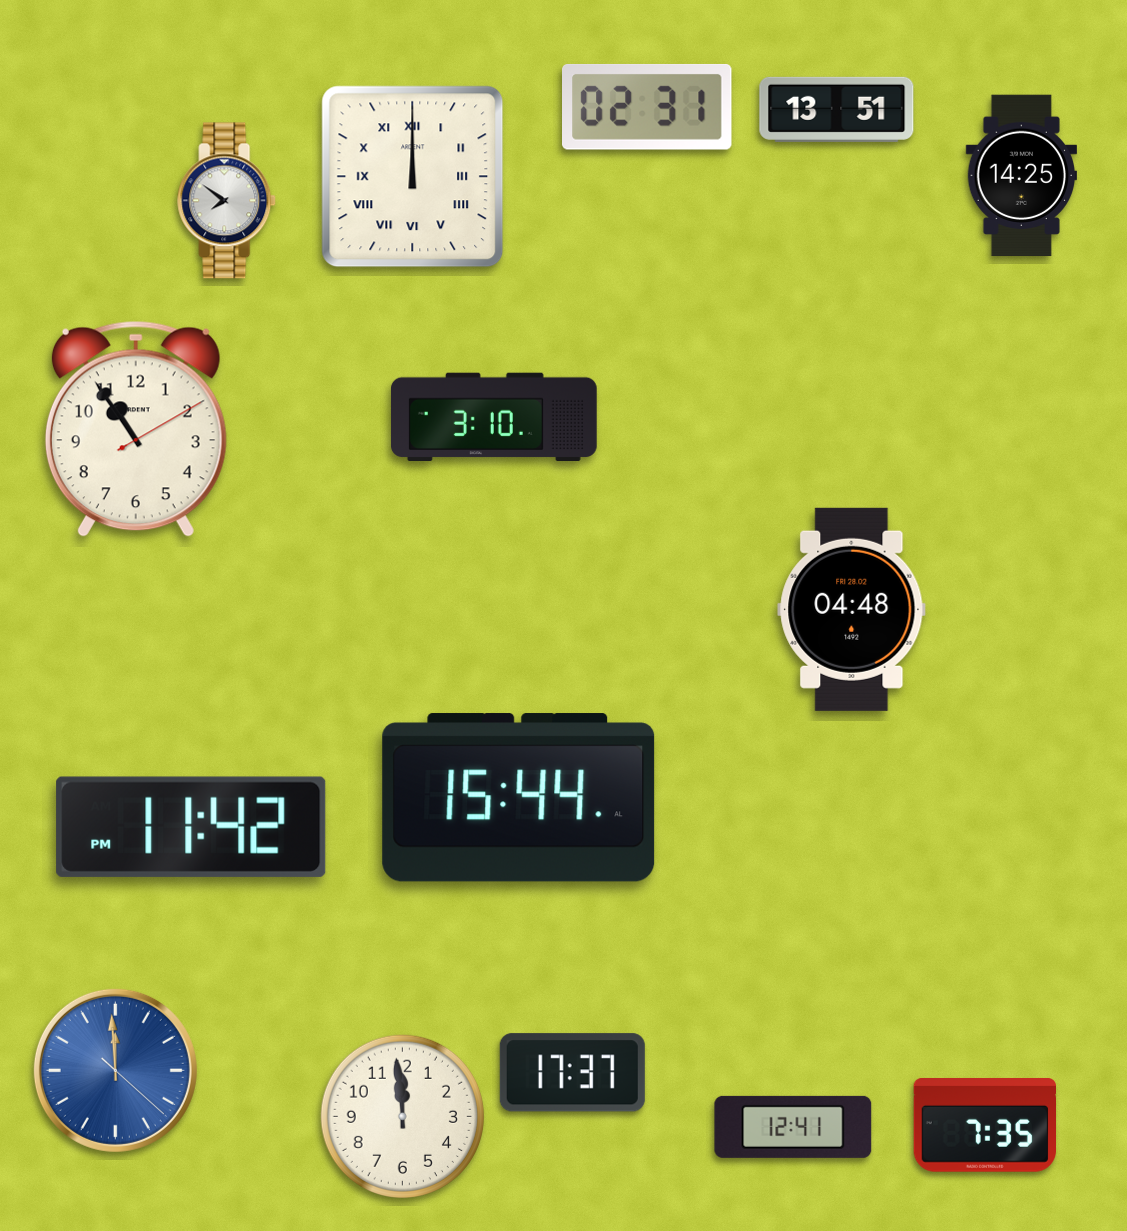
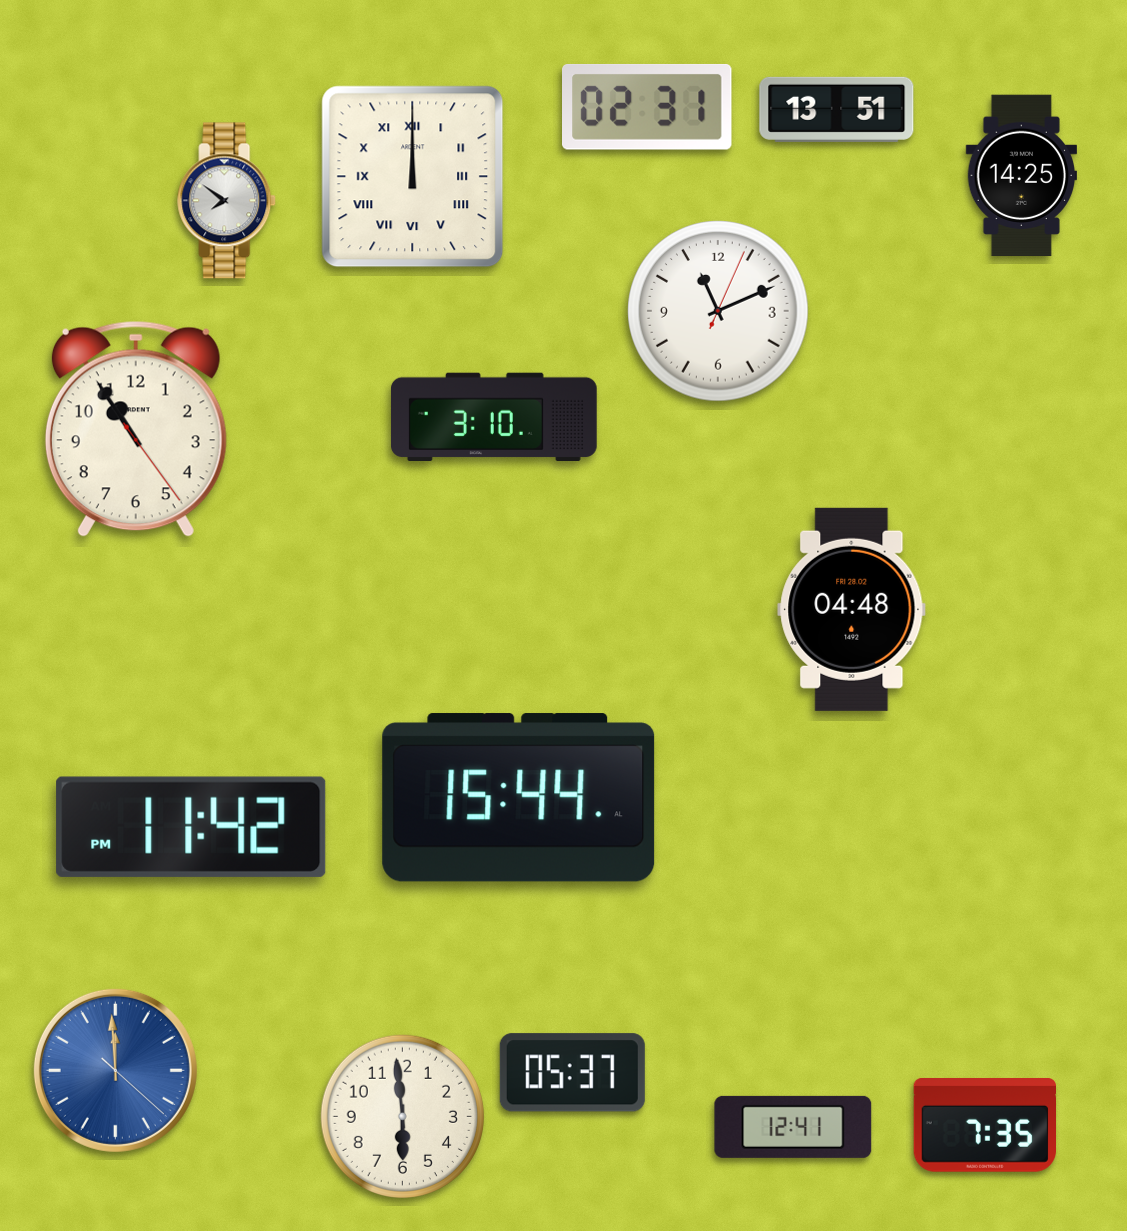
clock at (719, 312): none -> 11:11
clock at (136, 429): 10:54:10 -> 10:54:24
clock at (572, 1073): 17:37 -> 05:37
clock at (402, 1116): 11:59 -> 5:59
